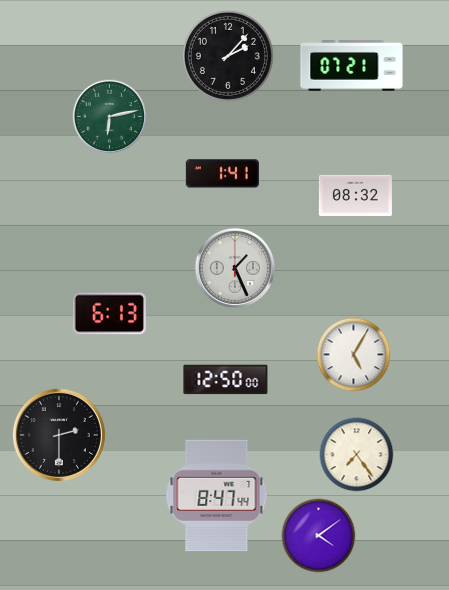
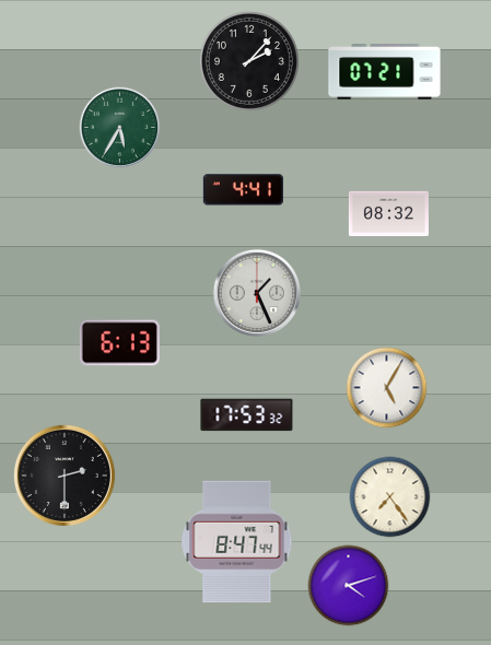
clock at (110, 117): 6:13 -> 5:35
clock at (222, 174): 1:41 -> 4:41
clock at (226, 380): 12:50 -> 17:53
clock at (319, 536): 4:09 -> 4:12
